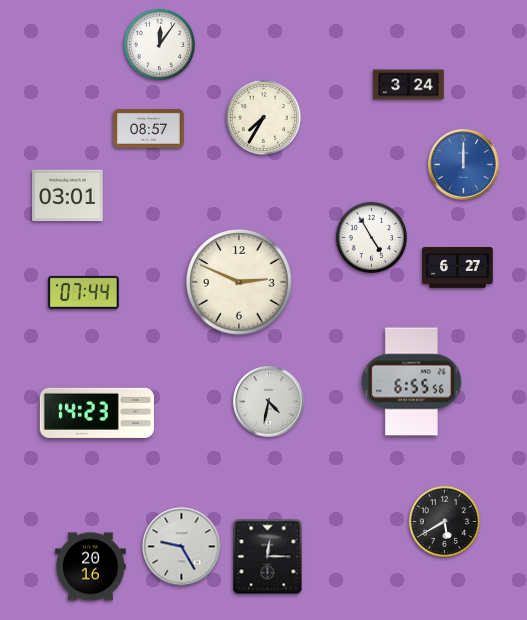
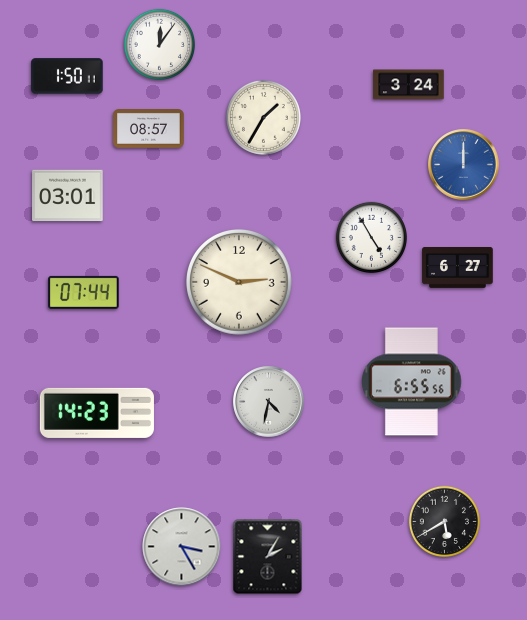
clock at (67, 76): none -> 1:50
clock at (263, 117): 7:35 -> 1:35
clock at (182, 547): 9:25 -> 3:25
clock at (268, 557): 12:15 -> 2:05
clock at (91, 567): 20:16 -> none
